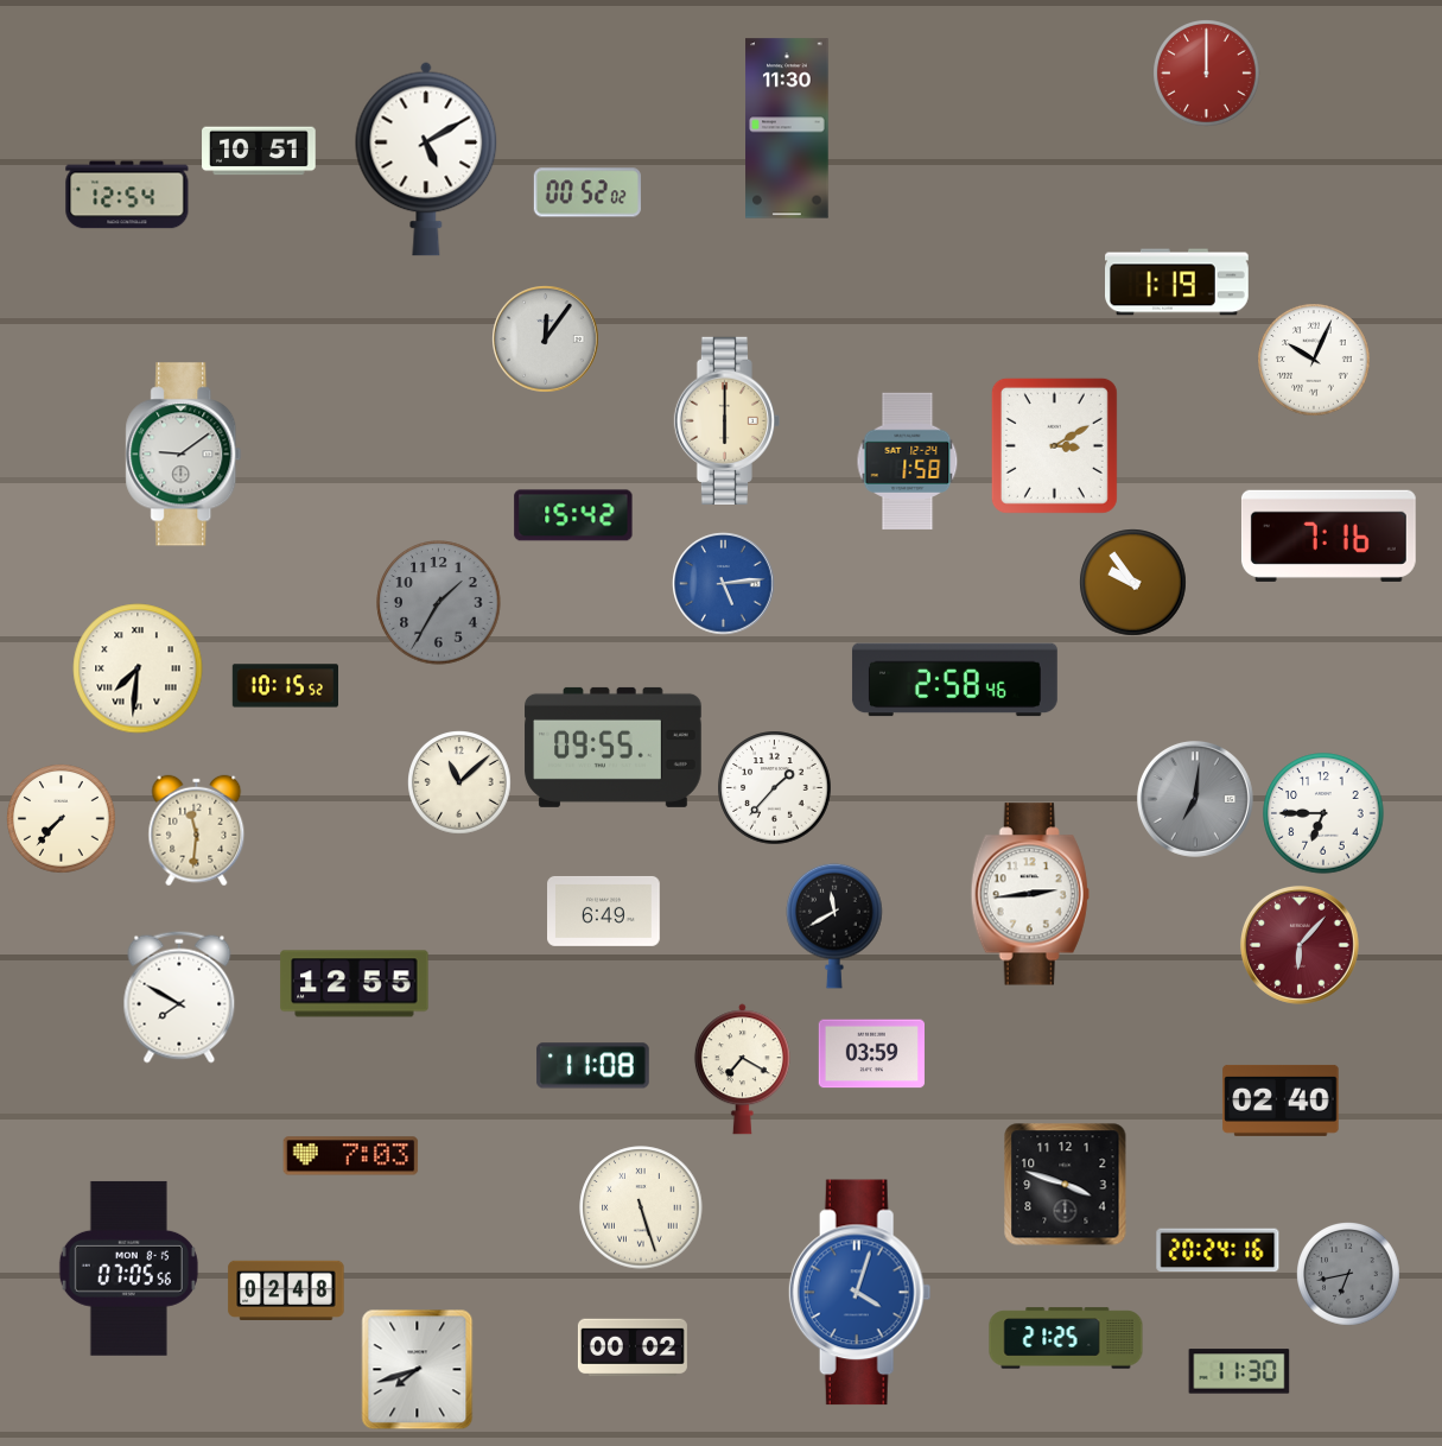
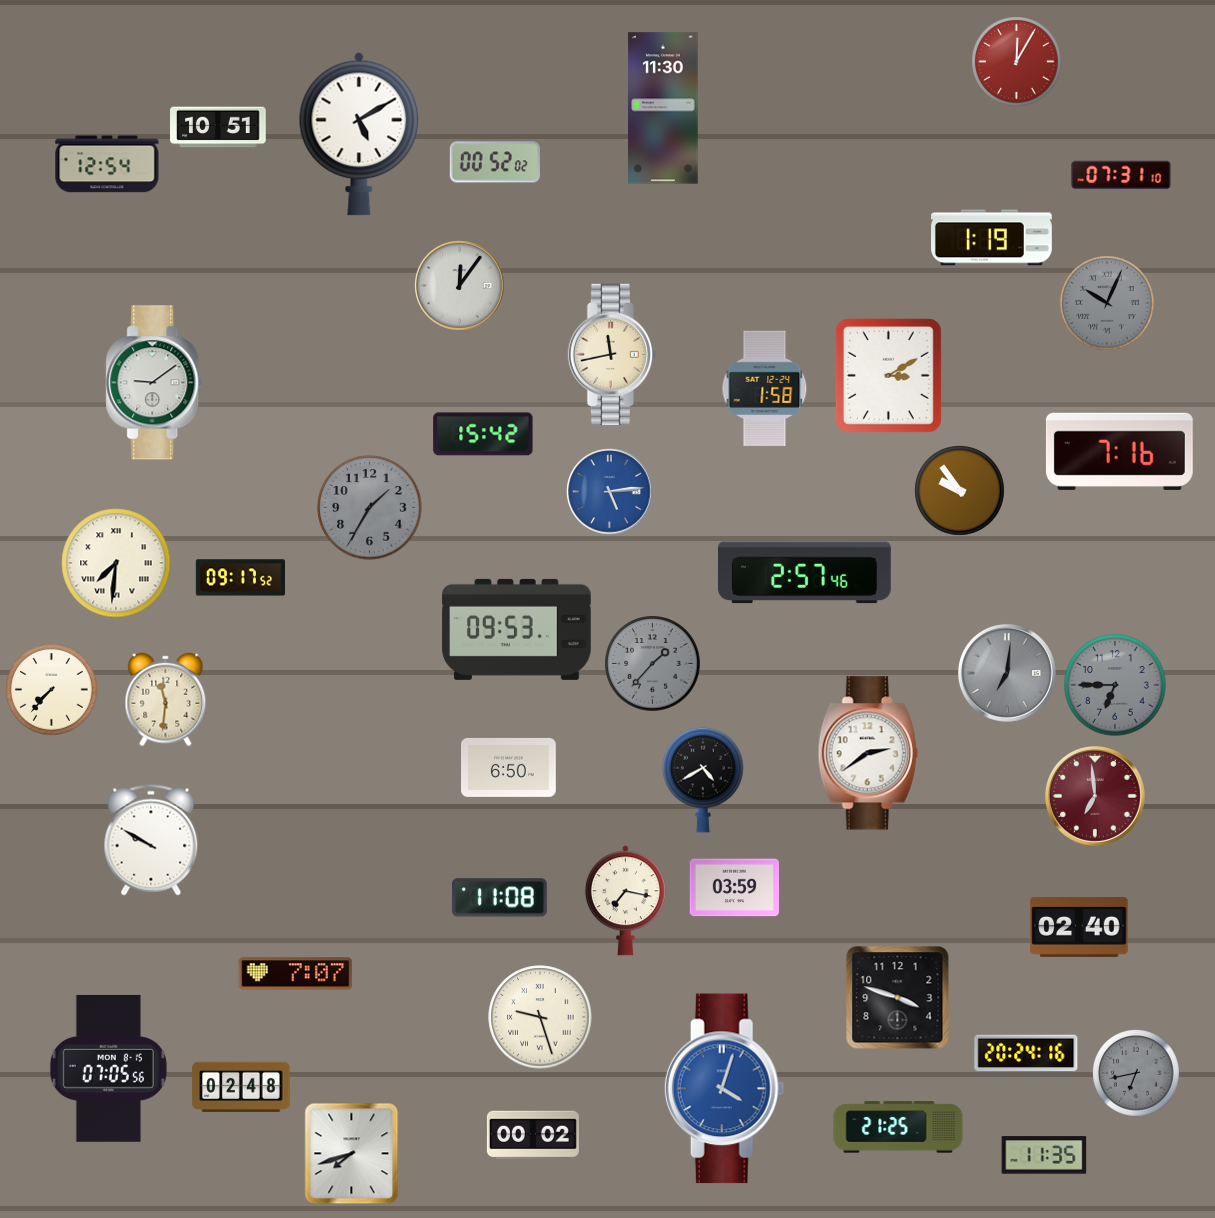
clock at (1207, 74): 12:00 -> 12:05
clock at (1121, 175): none -> 07:31
clock at (1314, 360) dial: white -> grey
clock at (726, 420): 6:00 -> 11:43
clock at (1133, 583) position: (1133, 583) -> (960, 491)
clock at (954, 680): 2:58 -> 2:57
clock at (285, 686): 10:15 -> 09:17
clock at (614, 747): 09:55 -> 09:53
clock at (460, 784): 11:08 -> none
clock at (775, 788) dial: white -> grey
clock at (1323, 813) dial: white -> grey
clock at (1030, 894): 2:44 -> 2:39
clock at (604, 911): 6:49 -> 6:50
clock at (834, 926): 11:40 -> 4:40
clock at (1300, 945): 6:07 -> 6:59
clock at (355, 984): 12:55 -> none
clock at (179, 997): 7:50 -> 9:50
clock at (742, 1070): 7:20 -> 7:17
clock at (351, 1156): 7:03 -> 7:07
clock at (641, 1207): 5:27 -> 9:27
clock at (1239, 1371): 11:30 -> 11:35
